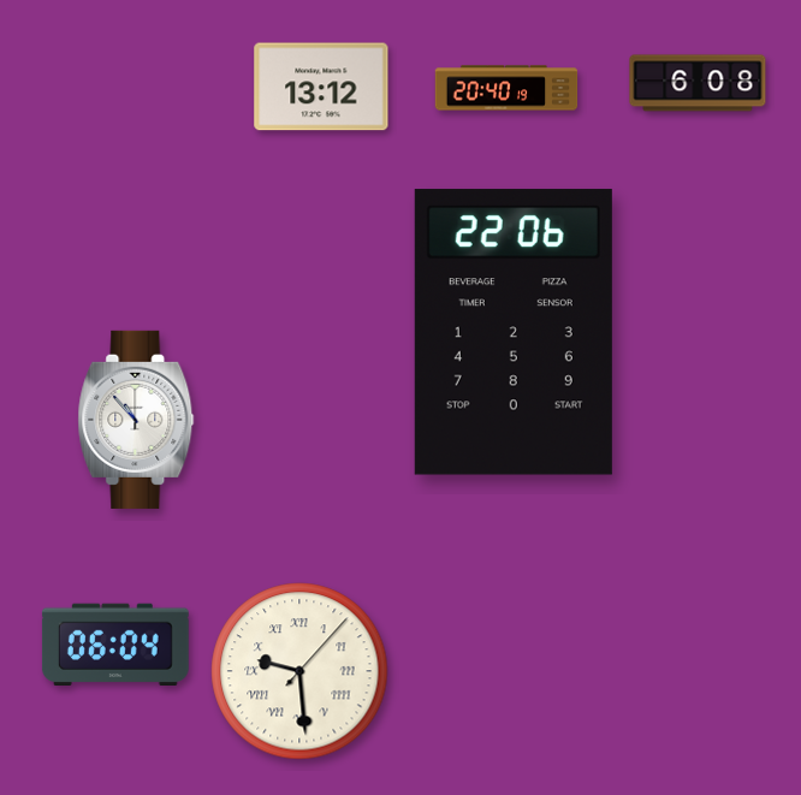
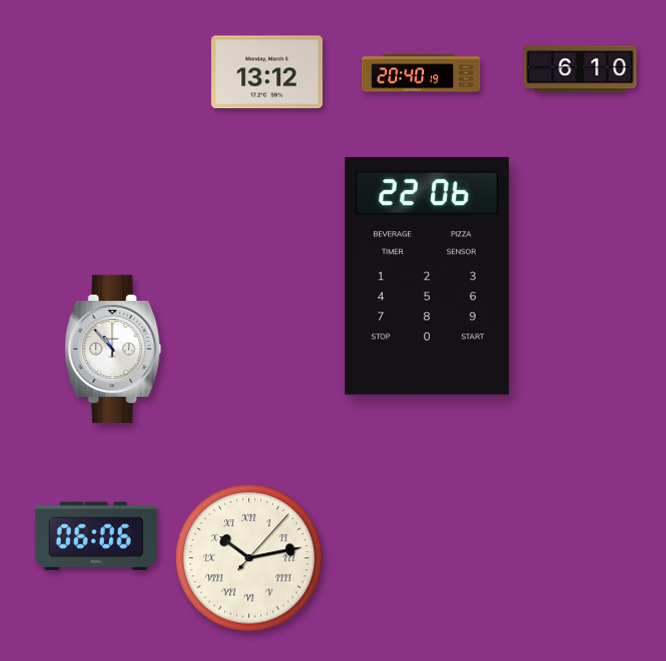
clock at (698, 83): 6:08 -> 6:10
clock at (115, 643): 06:04 -> 06:06
clock at (299, 671): 9:29 -> 10:13
